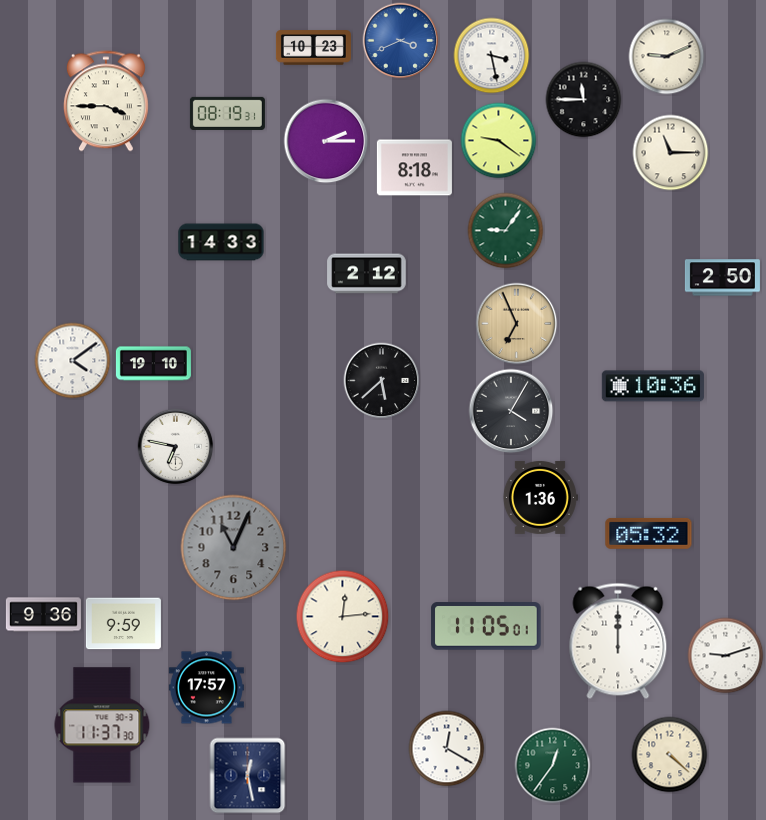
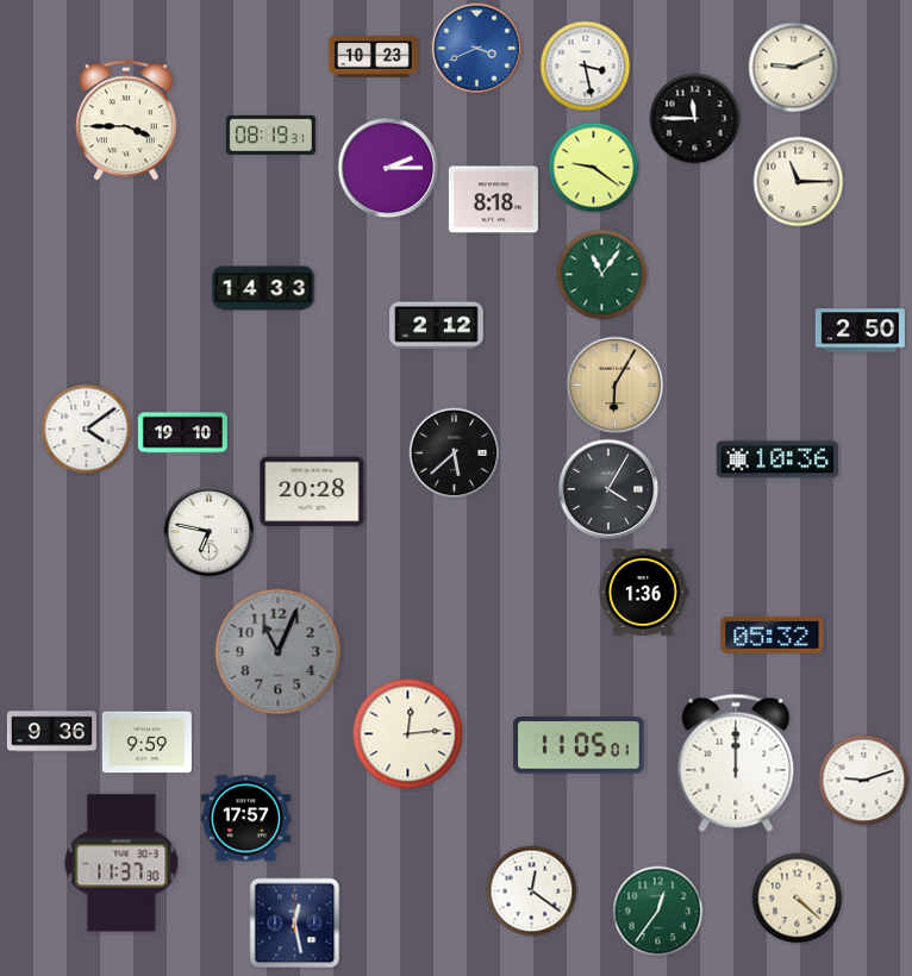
clock at (506, 231): 9:06 -> 11:06
clock at (517, 324): 6:56 -> 6:05
clock at (312, 492): none -> 20:28
clock at (447, 749): 12:20 -> 12:21
